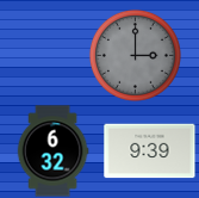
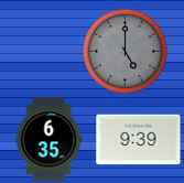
clock at (135, 55): 3:00 -> 5:00
clock at (52, 151): 6:32 -> 6:35
